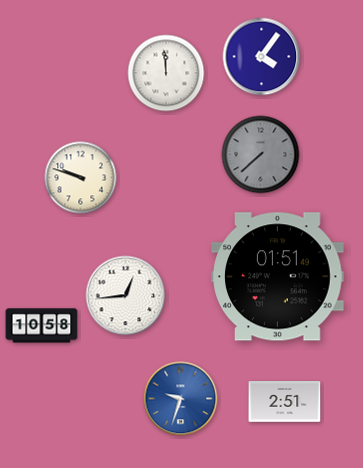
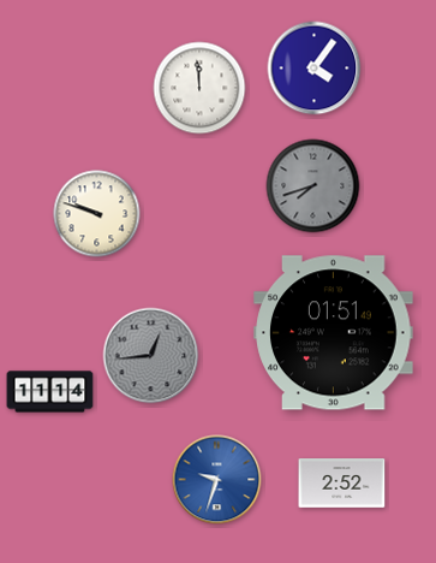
clock at (261, 155): 7:38 -> 7:42
clock at (126, 296) dial: white -> grey
clock at (42, 326): 10:58 -> 11:14
clock at (285, 402): 2:51 -> 2:52
